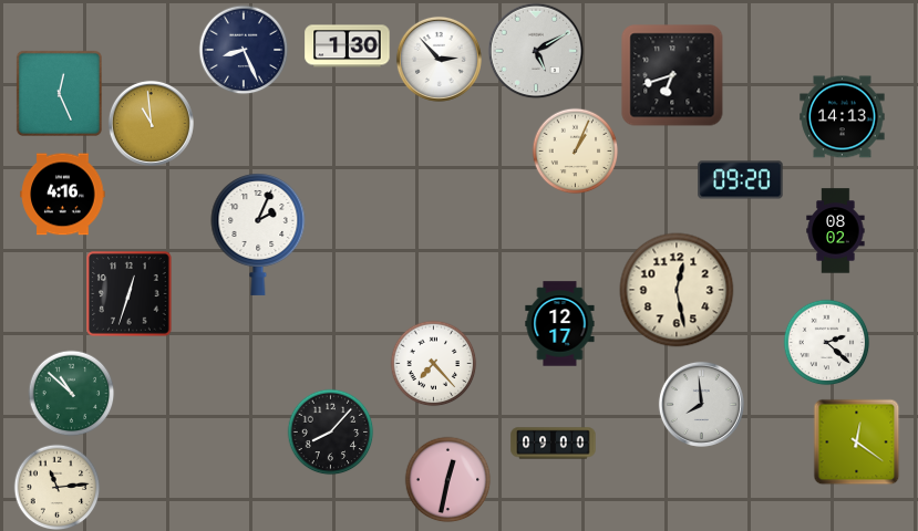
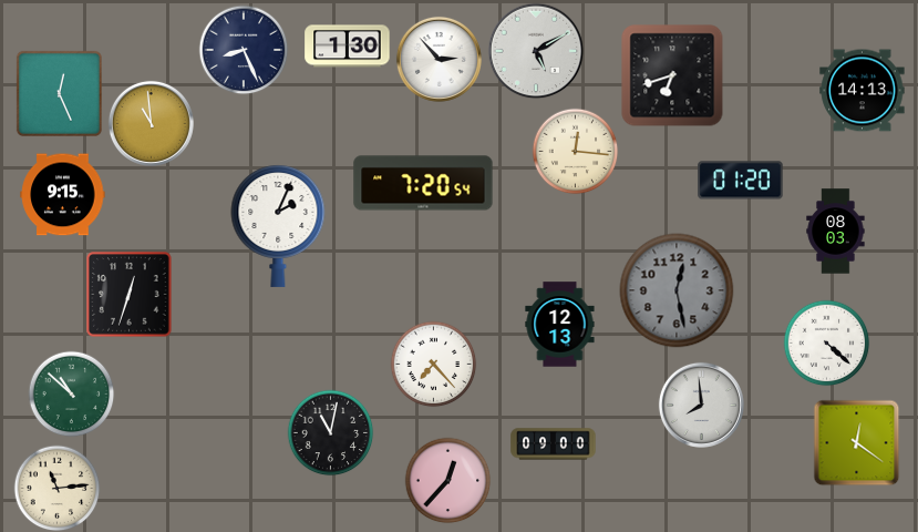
clock at (843, 117) position: (843, 117) -> (863, 91)
clock at (575, 150): 1:04 -> 12:16
clock at (741, 180): 09:20 -> 01:20
clock at (423, 183): none -> 7:20
clock at (63, 195): 4:16 -> 9:15
clock at (836, 231): 08:02 -> 08:03
clock at (258, 235) position: (258, 235) -> (278, 226)
clock at (677, 290) dial: cream -> grey
clock at (560, 324): 12:17 -> 12:13
clock at (826, 342): 2:22 -> 4:22
clock at (330, 431): 8:07 -> 11:02
clock at (447, 479): 12:32 -> 12:37
